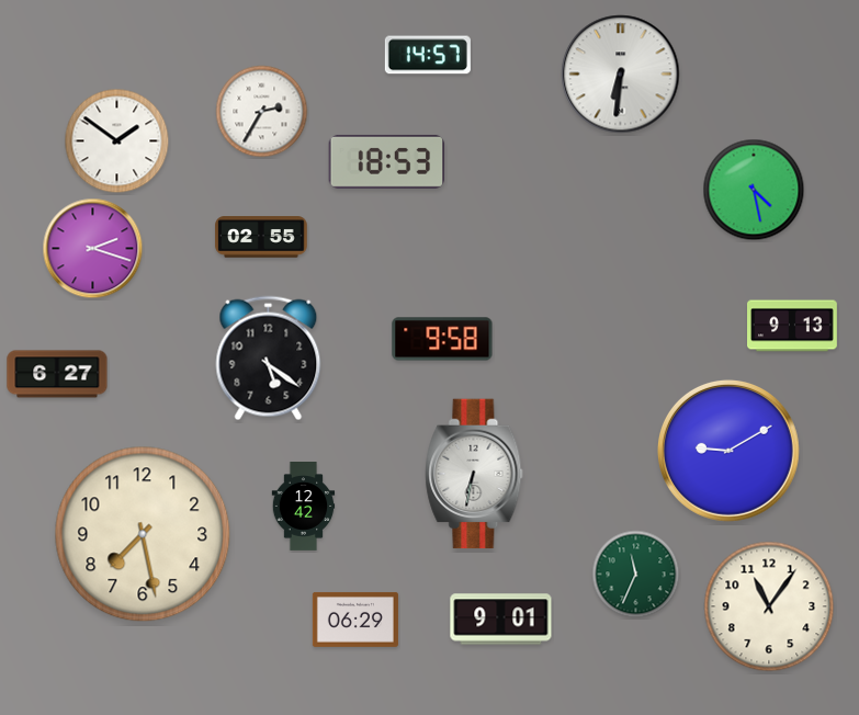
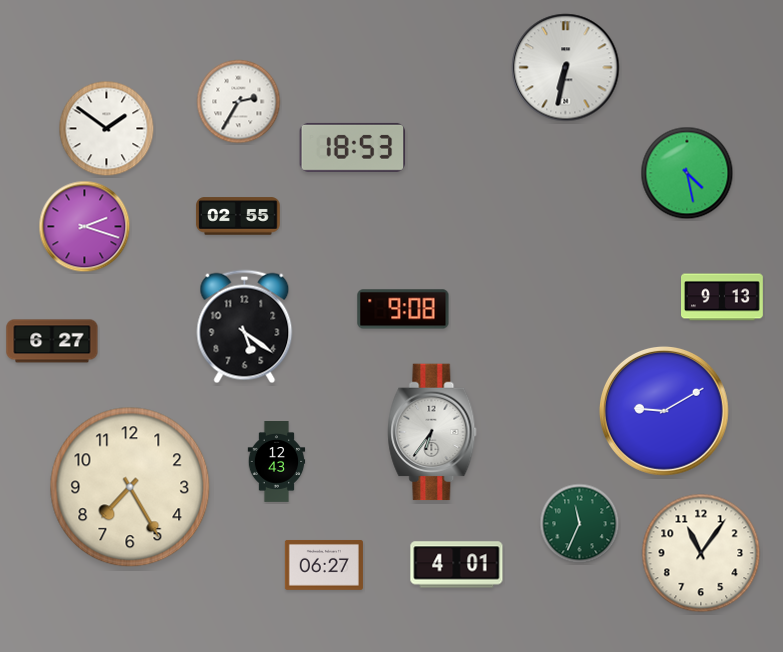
clock at (428, 55): 14:57 -> none
clock at (621, 75): 6:31 -> 6:32
clock at (442, 339): 9:58 -> 9:08
clock at (474, 474): 6:32 -> 6:36
clock at (304, 507): 12:42 -> 12:43
clock at (143, 534): 7:28 -> 7:25
clock at (355, 620): 06:29 -> 06:27
clock at (501, 620): 9:01 -> 4:01
